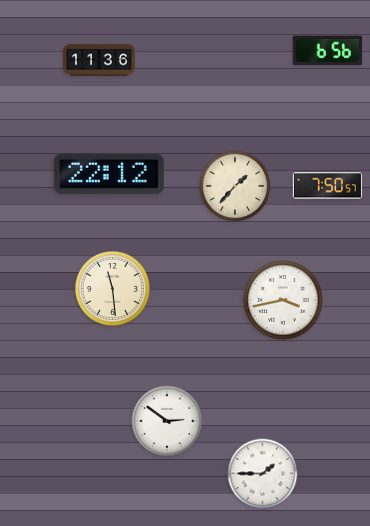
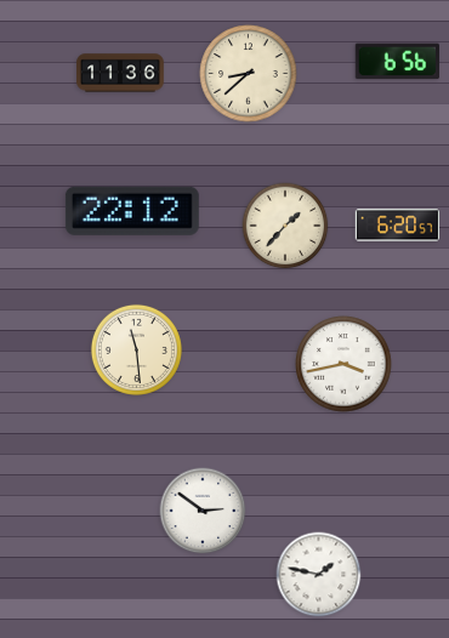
clock at (249, 74): none -> 8:38
clock at (328, 186): 7:50 -> 6:20
clock at (263, 474): 1:45 -> 1:47
